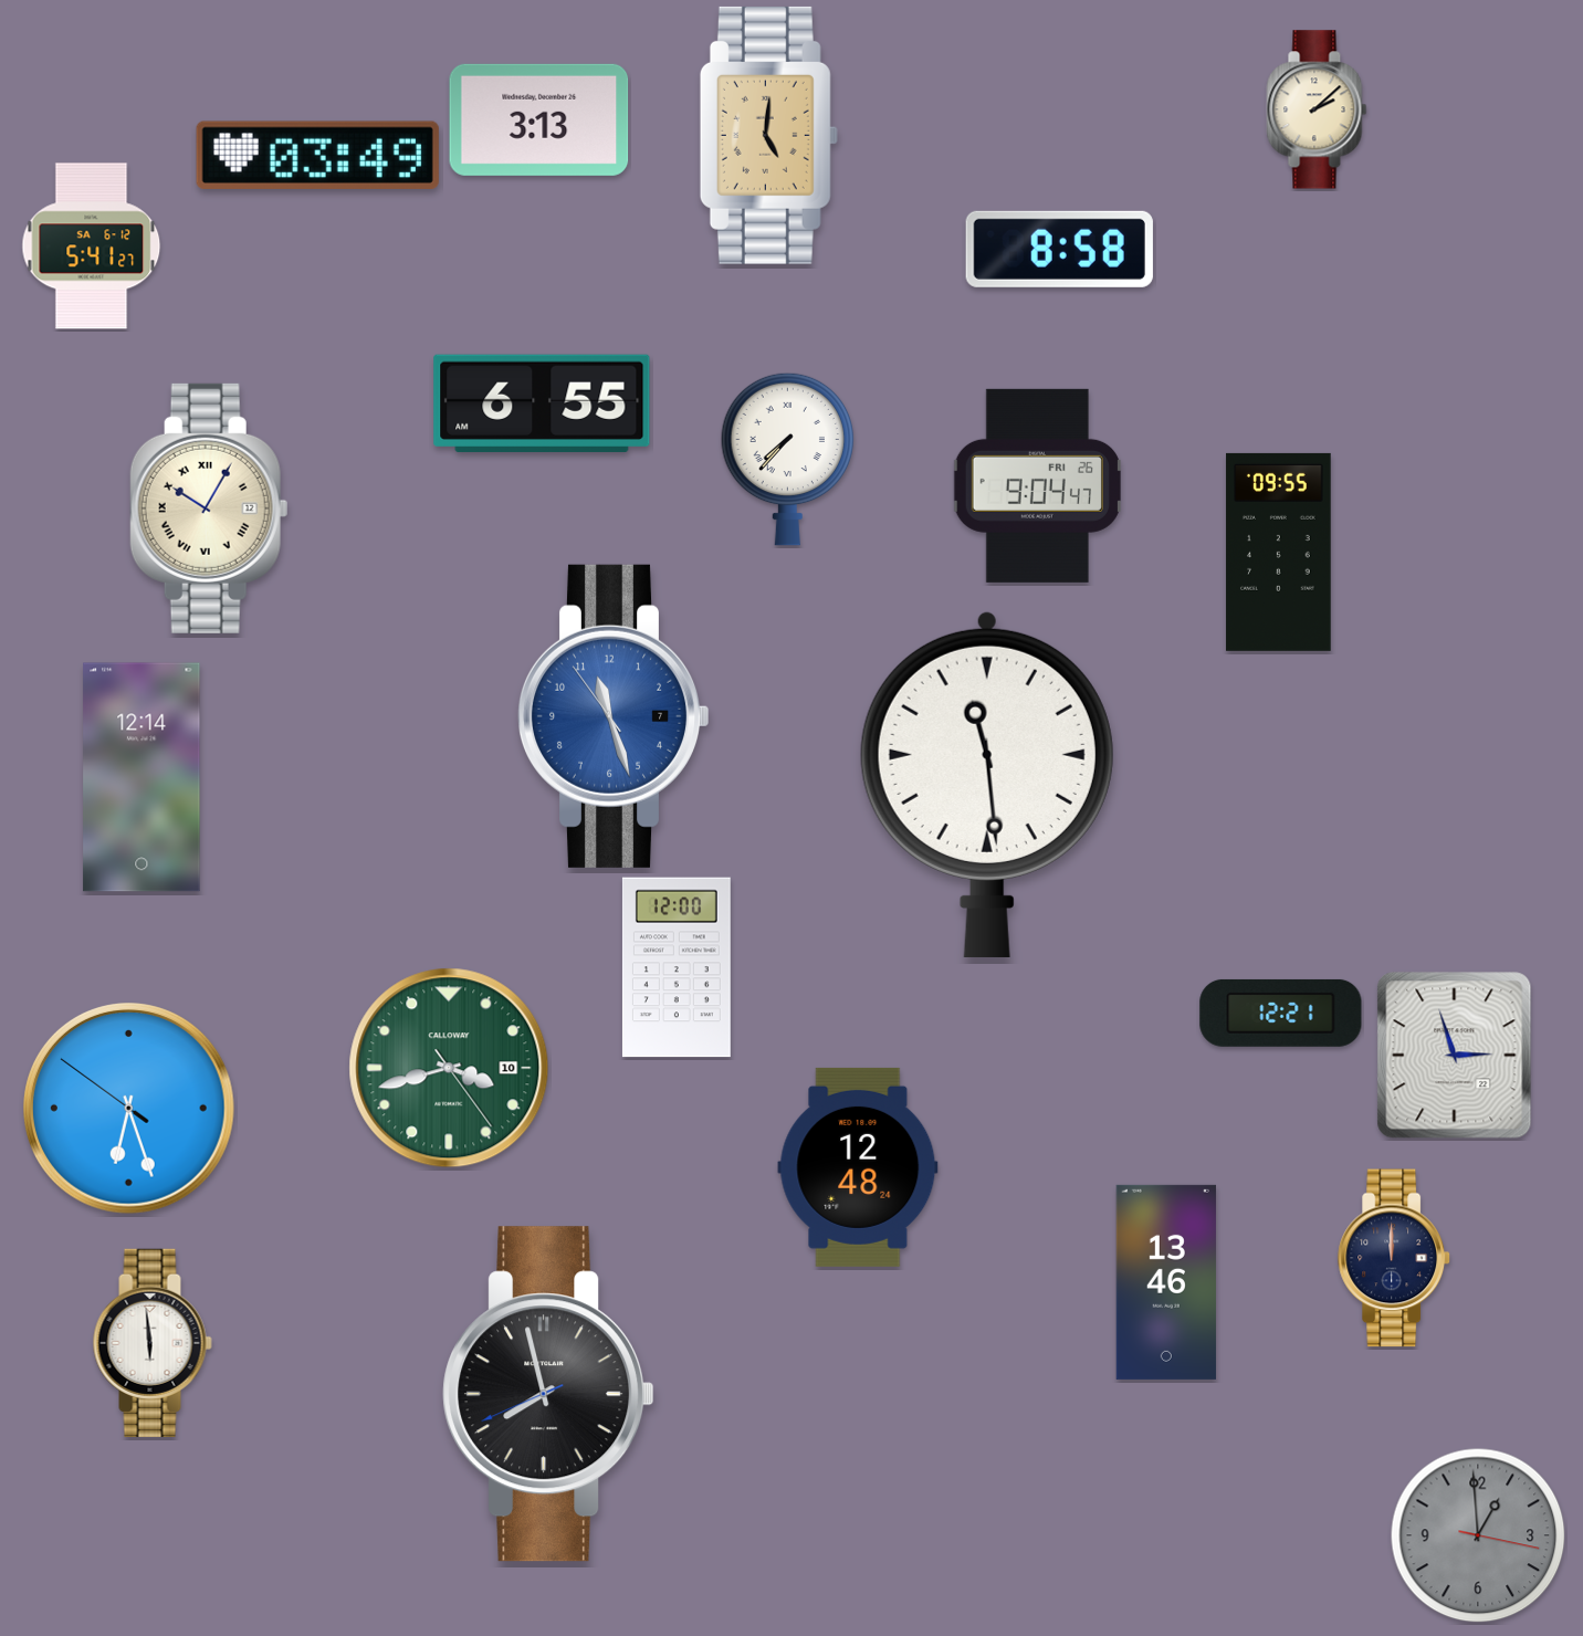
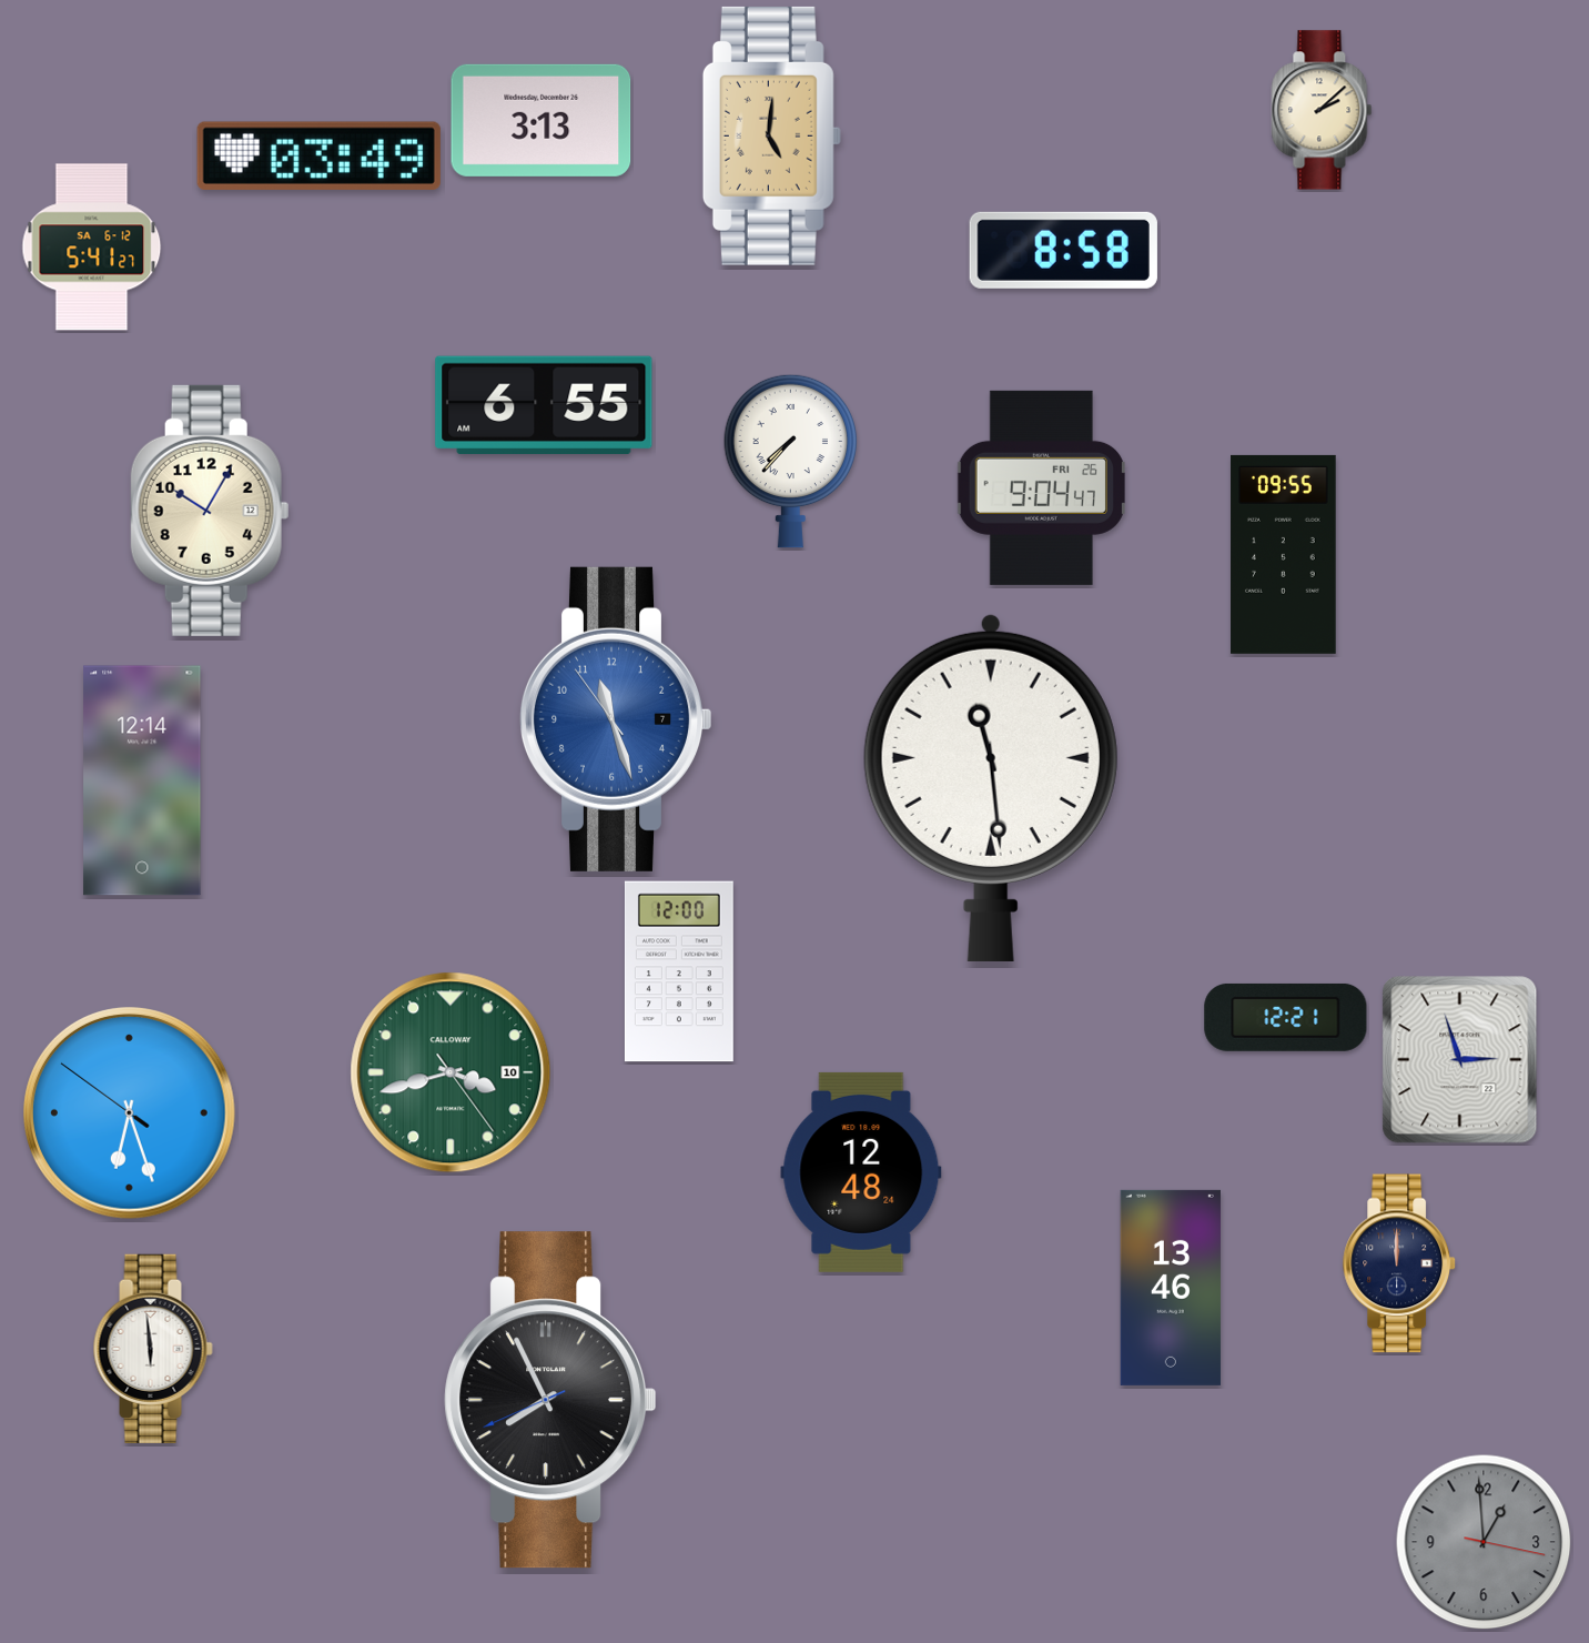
clock at (209, 508) numerals: Roman -> Arabic
clock at (548, 1394): 7:57 -> 7:55
